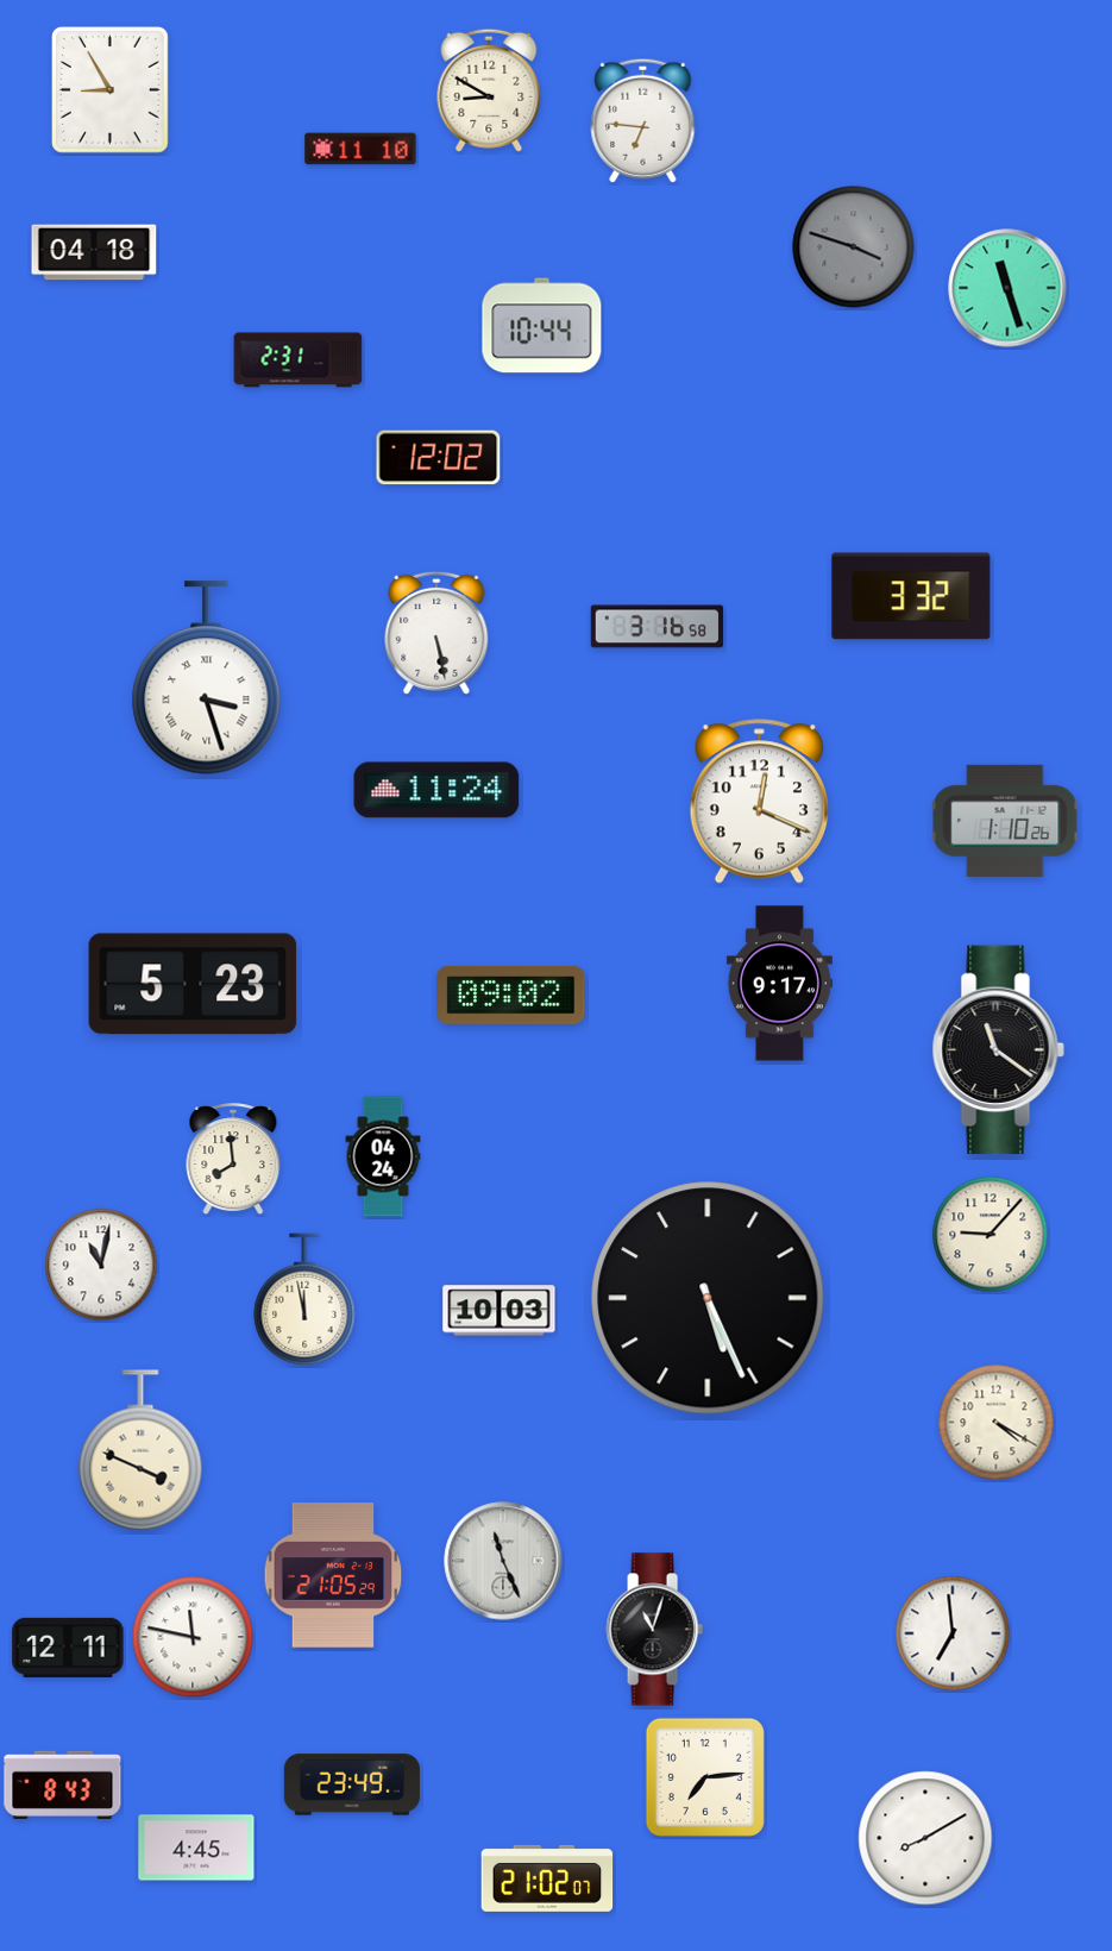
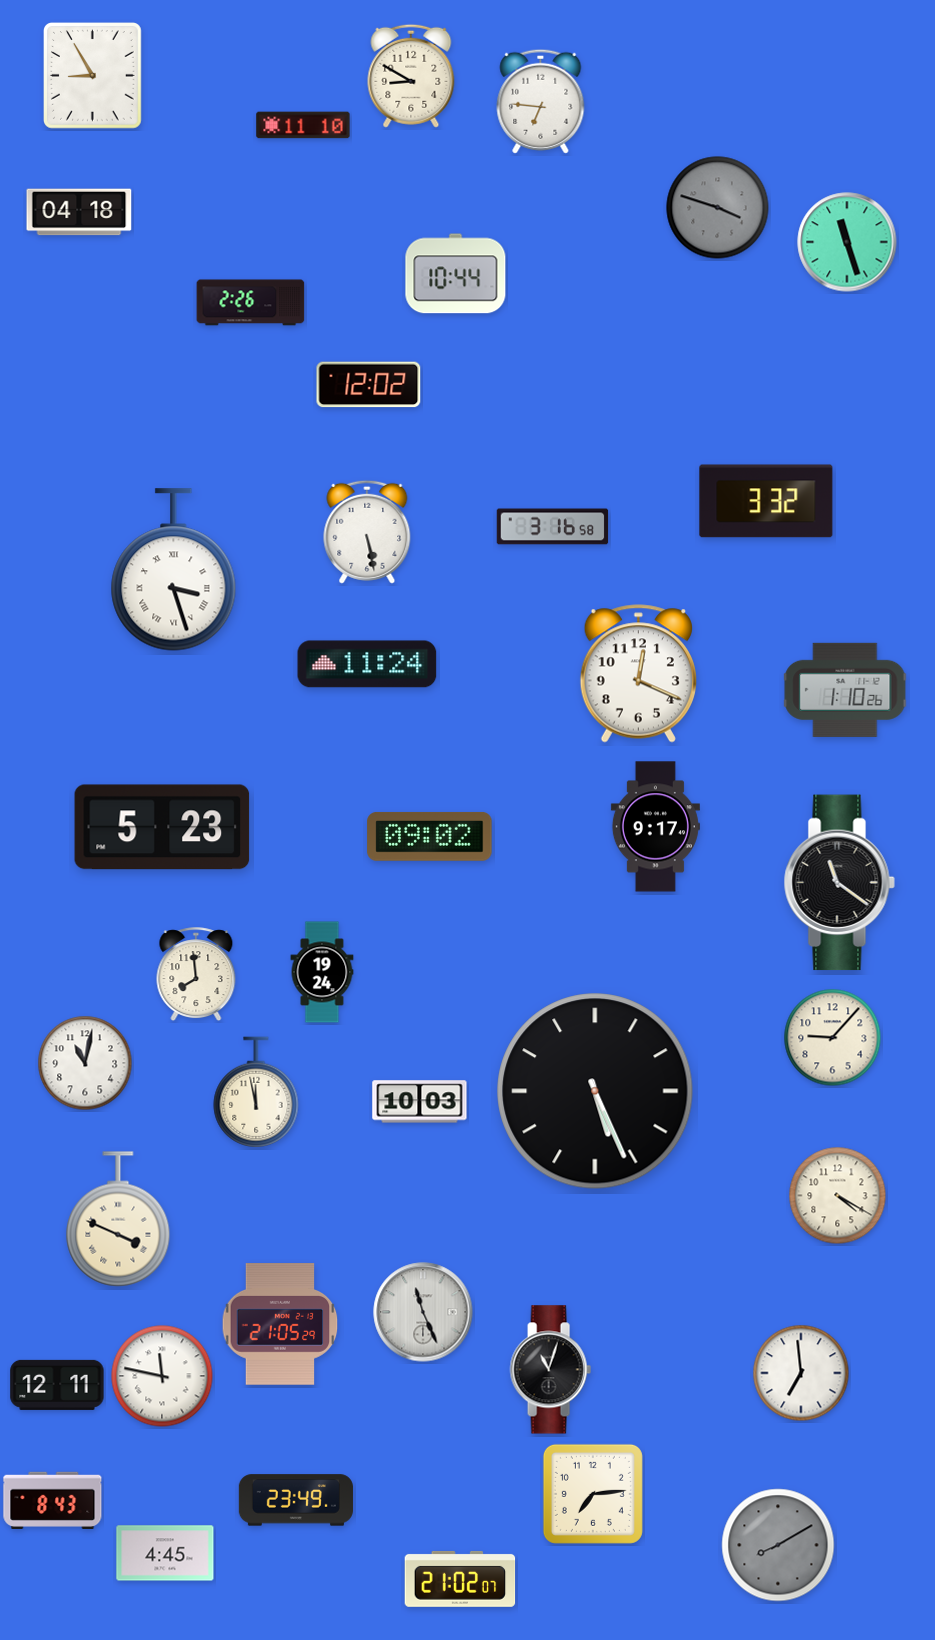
clock at (299, 360): 2:31 -> 2:26
clock at (383, 1156): 04:24 -> 19:24
clock at (925, 1838) dial: white -> grey
